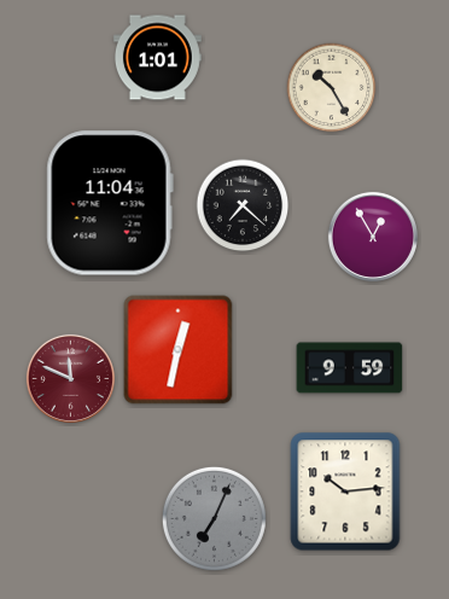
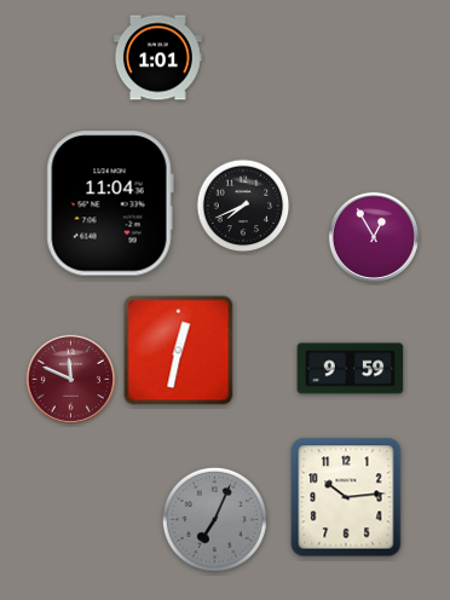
clock at (332, 88): 10:25 -> none
clock at (243, 205): 7:22 -> 7:41
clock at (345, 492) position: (345, 492) -> (346, 497)
